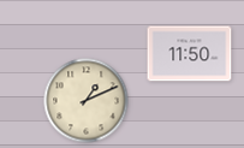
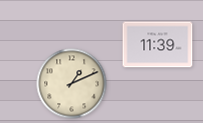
clock at (190, 54): 11:50 -> 11:39
